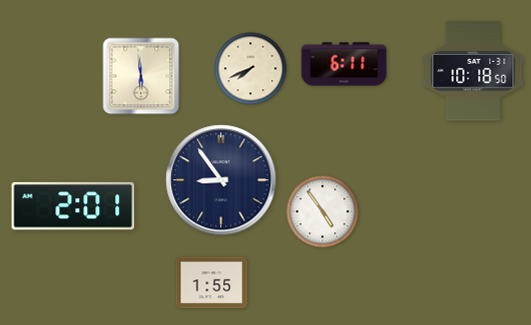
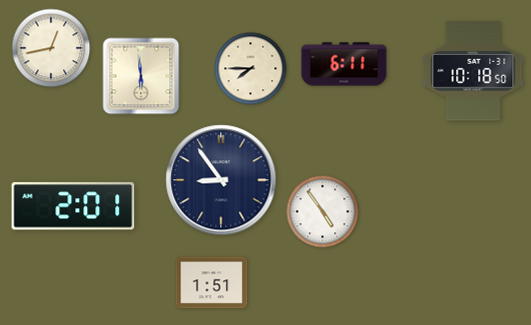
clock at (51, 48): none -> 12:43
clock at (251, 69): 7:41 -> 7:45
clock at (212, 283): 1:55 -> 1:51
